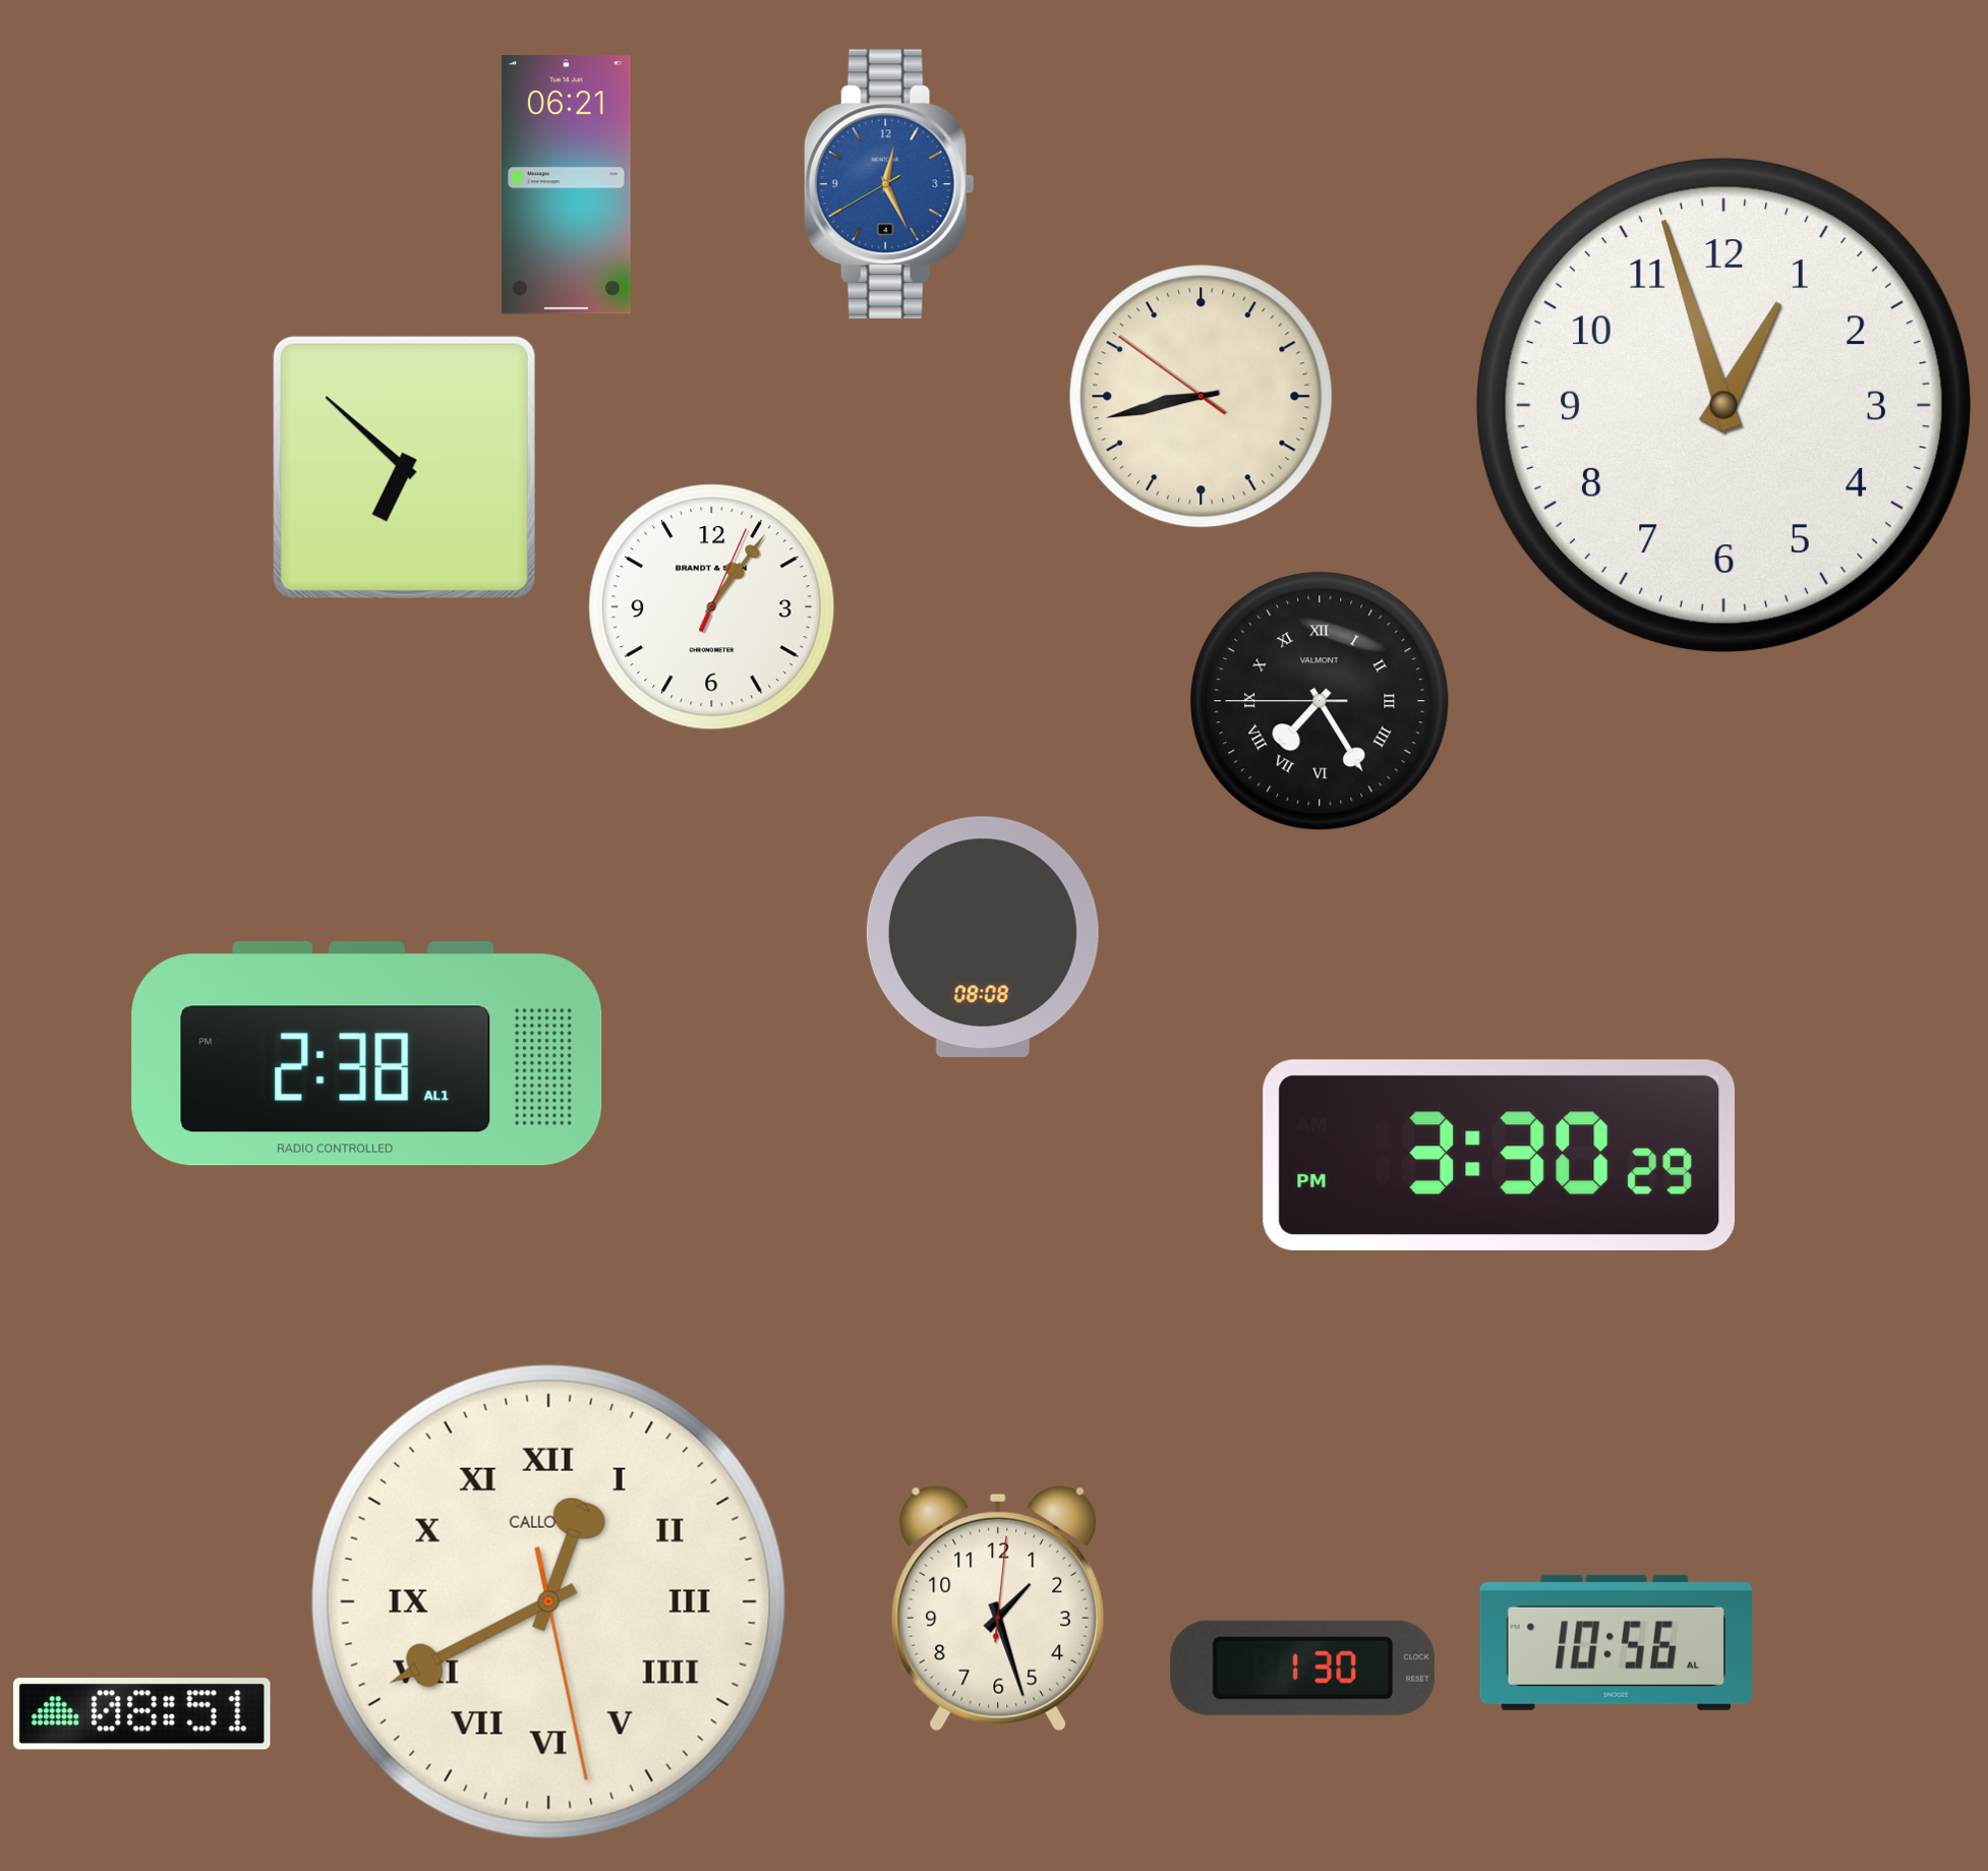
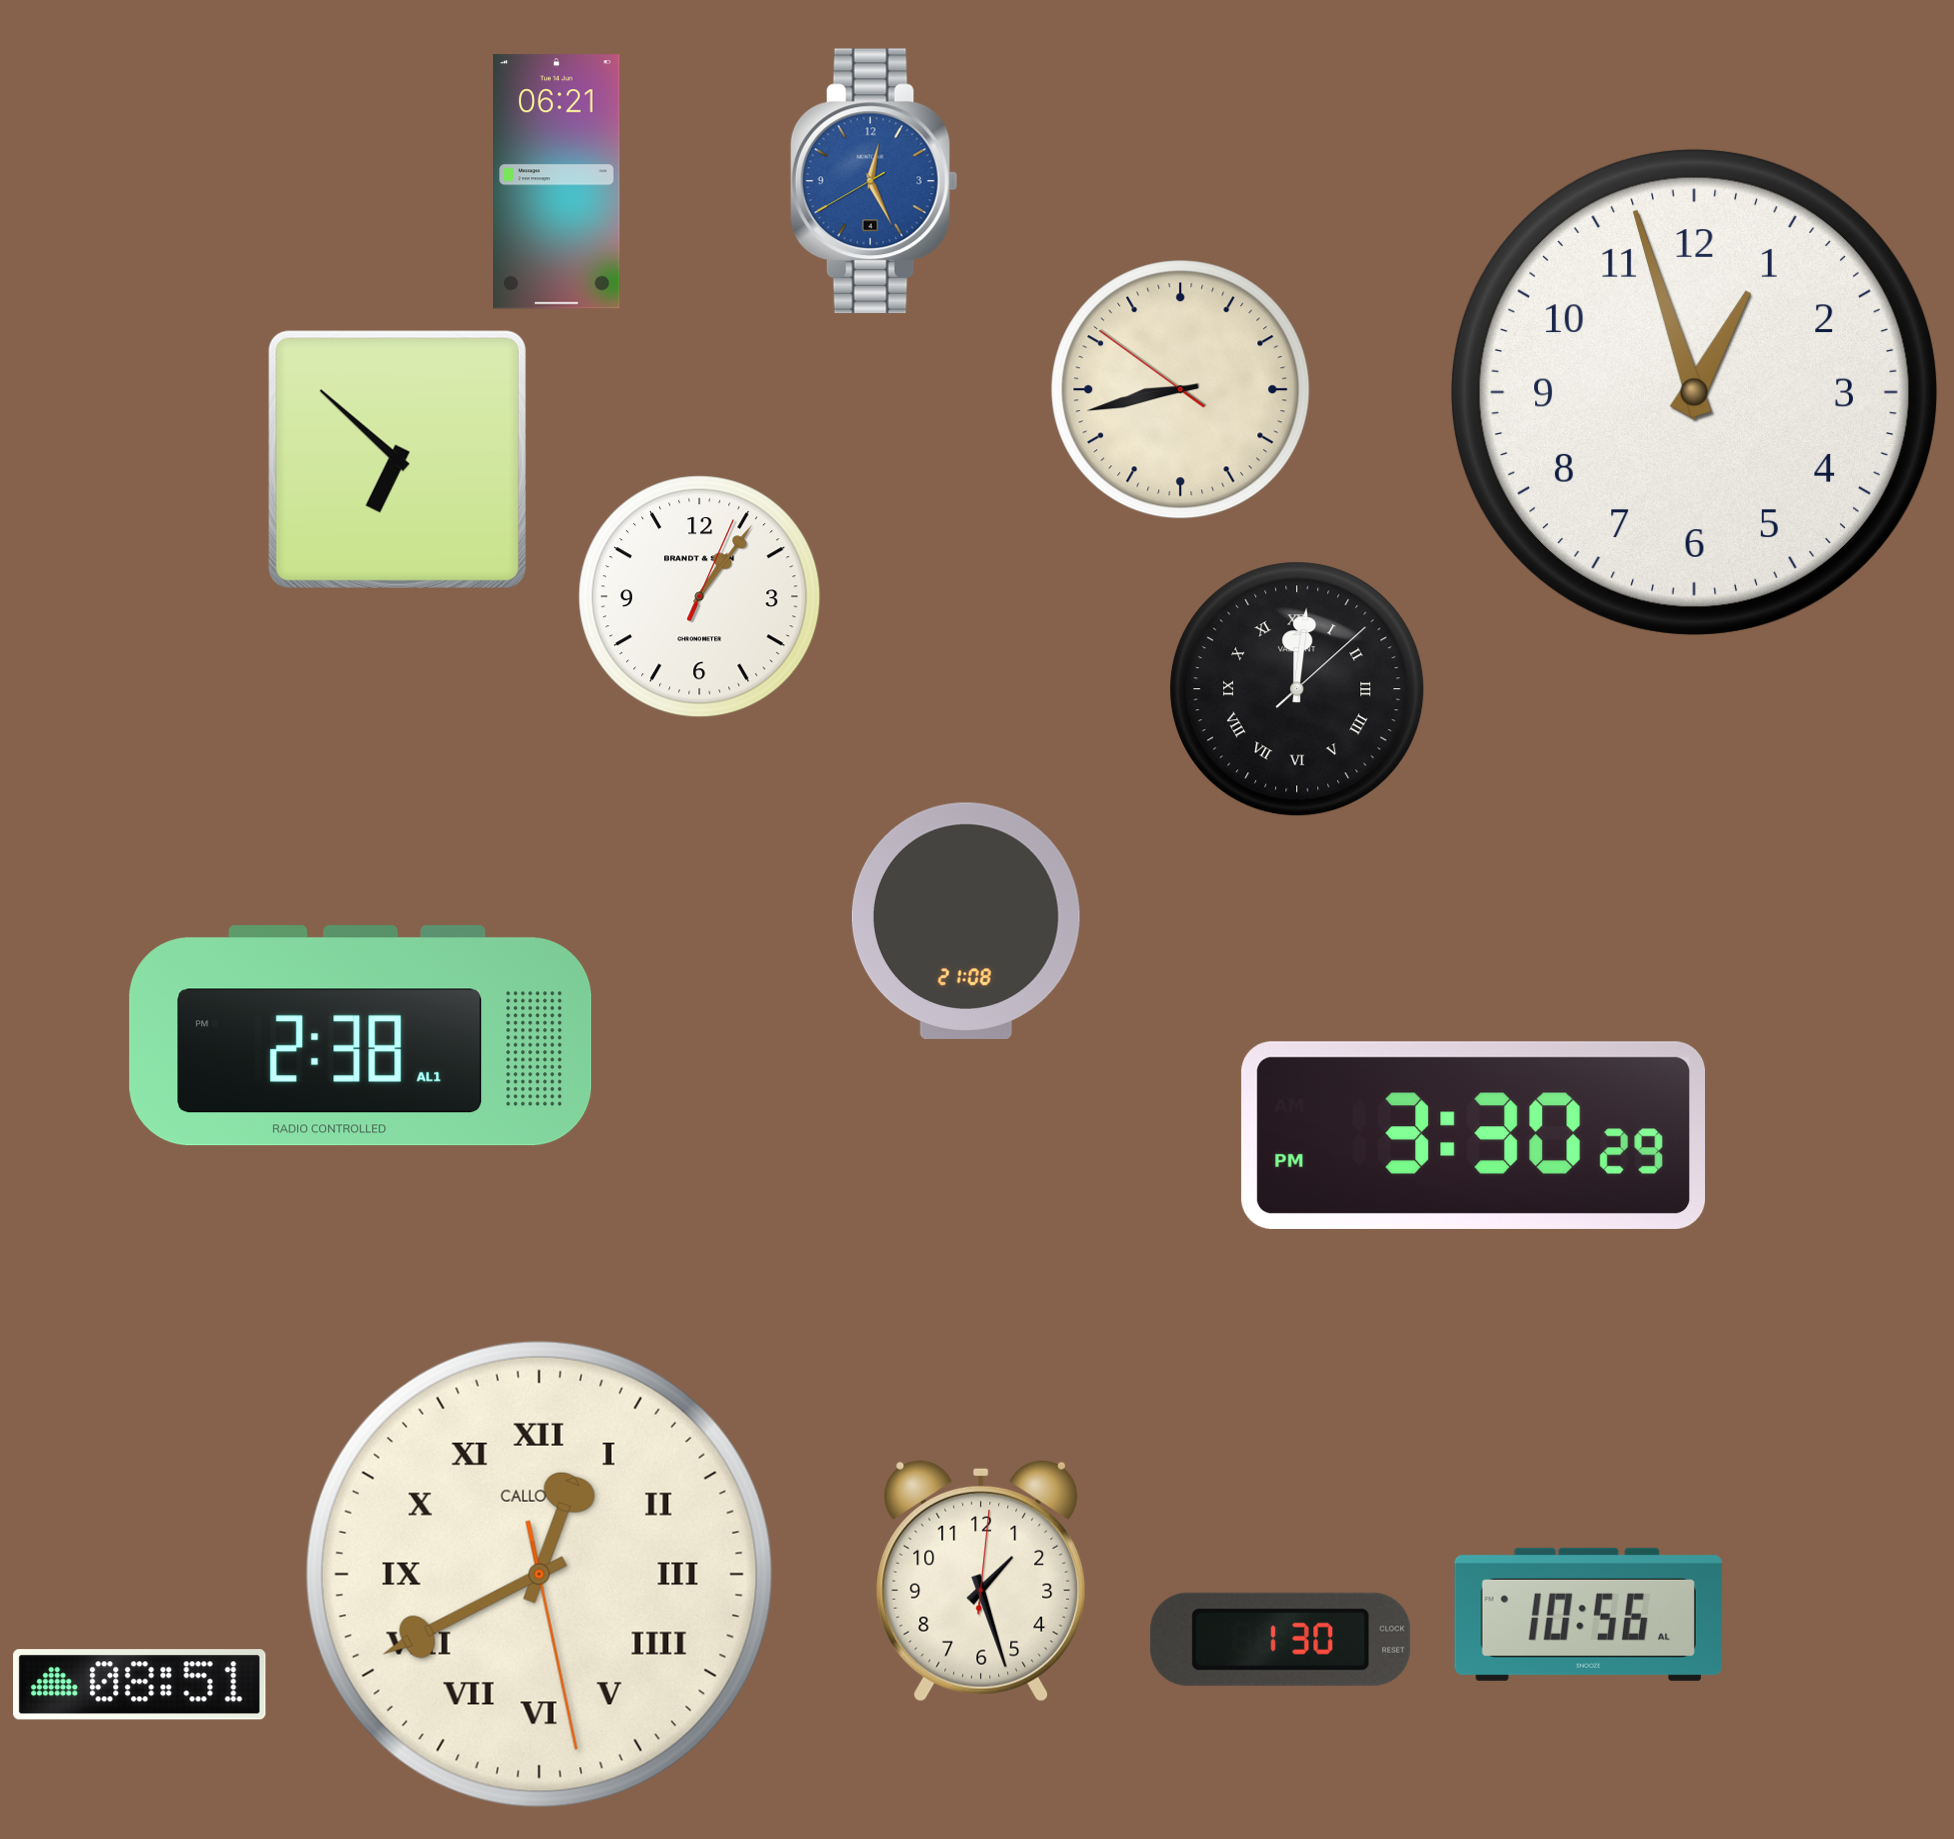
clock at (1723, 405) position: (1723, 405) -> (1694, 392)
clock at (1320, 701): 7:24 -> 12:01
clock at (983, 936): 08:08 -> 21:08
